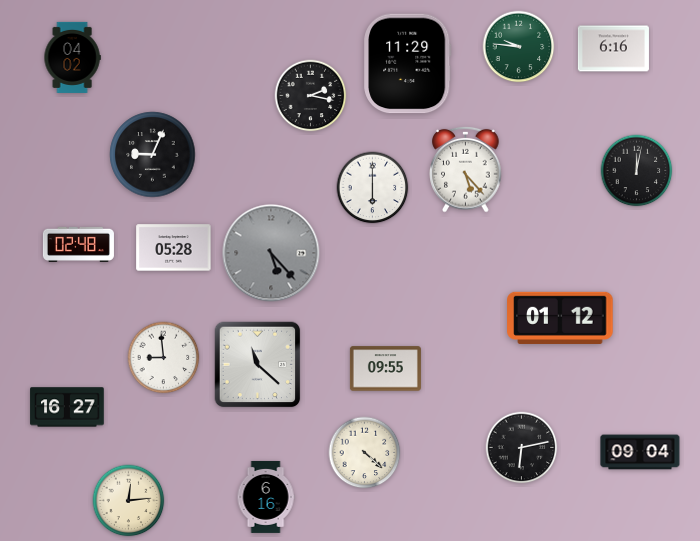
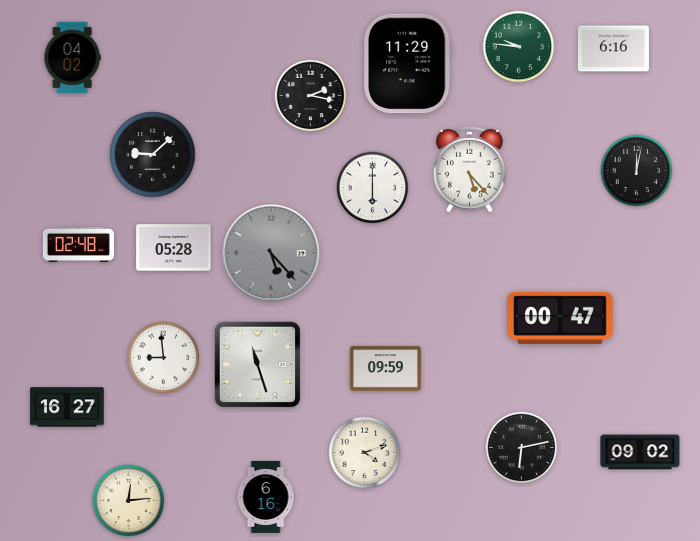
clock at (153, 155): 9:04 -> 9:08
clock at (466, 169) position: (466, 169) -> (470, 169)
clock at (560, 318): 01:12 -> 00:47
clock at (258, 365): 11:22 -> 11:27
clock at (385, 369): 09:55 -> 09:59
clock at (640, 452): 09:04 -> 09:02
clock at (365, 453): 4:22 -> 4:12
